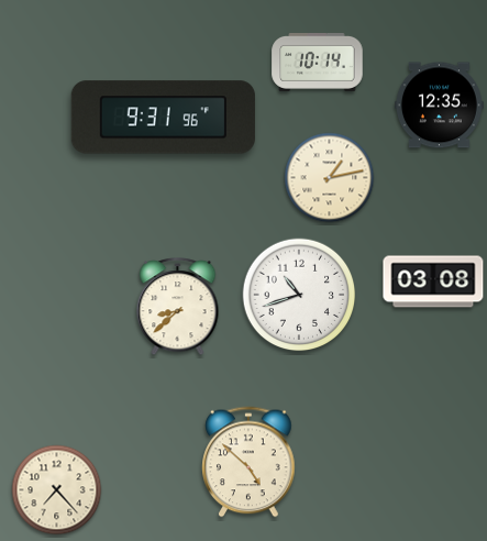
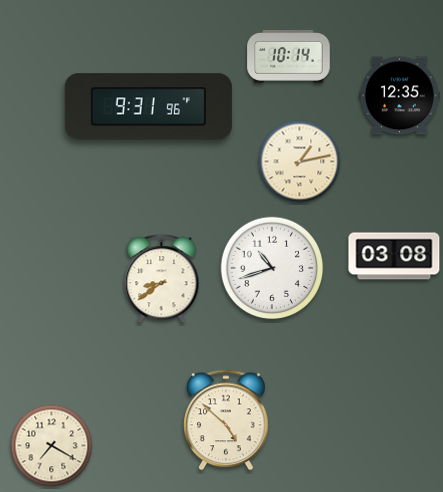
clock at (178, 307): 8:38 -> 8:39
clock at (57, 490): 7:23 -> 7:20
